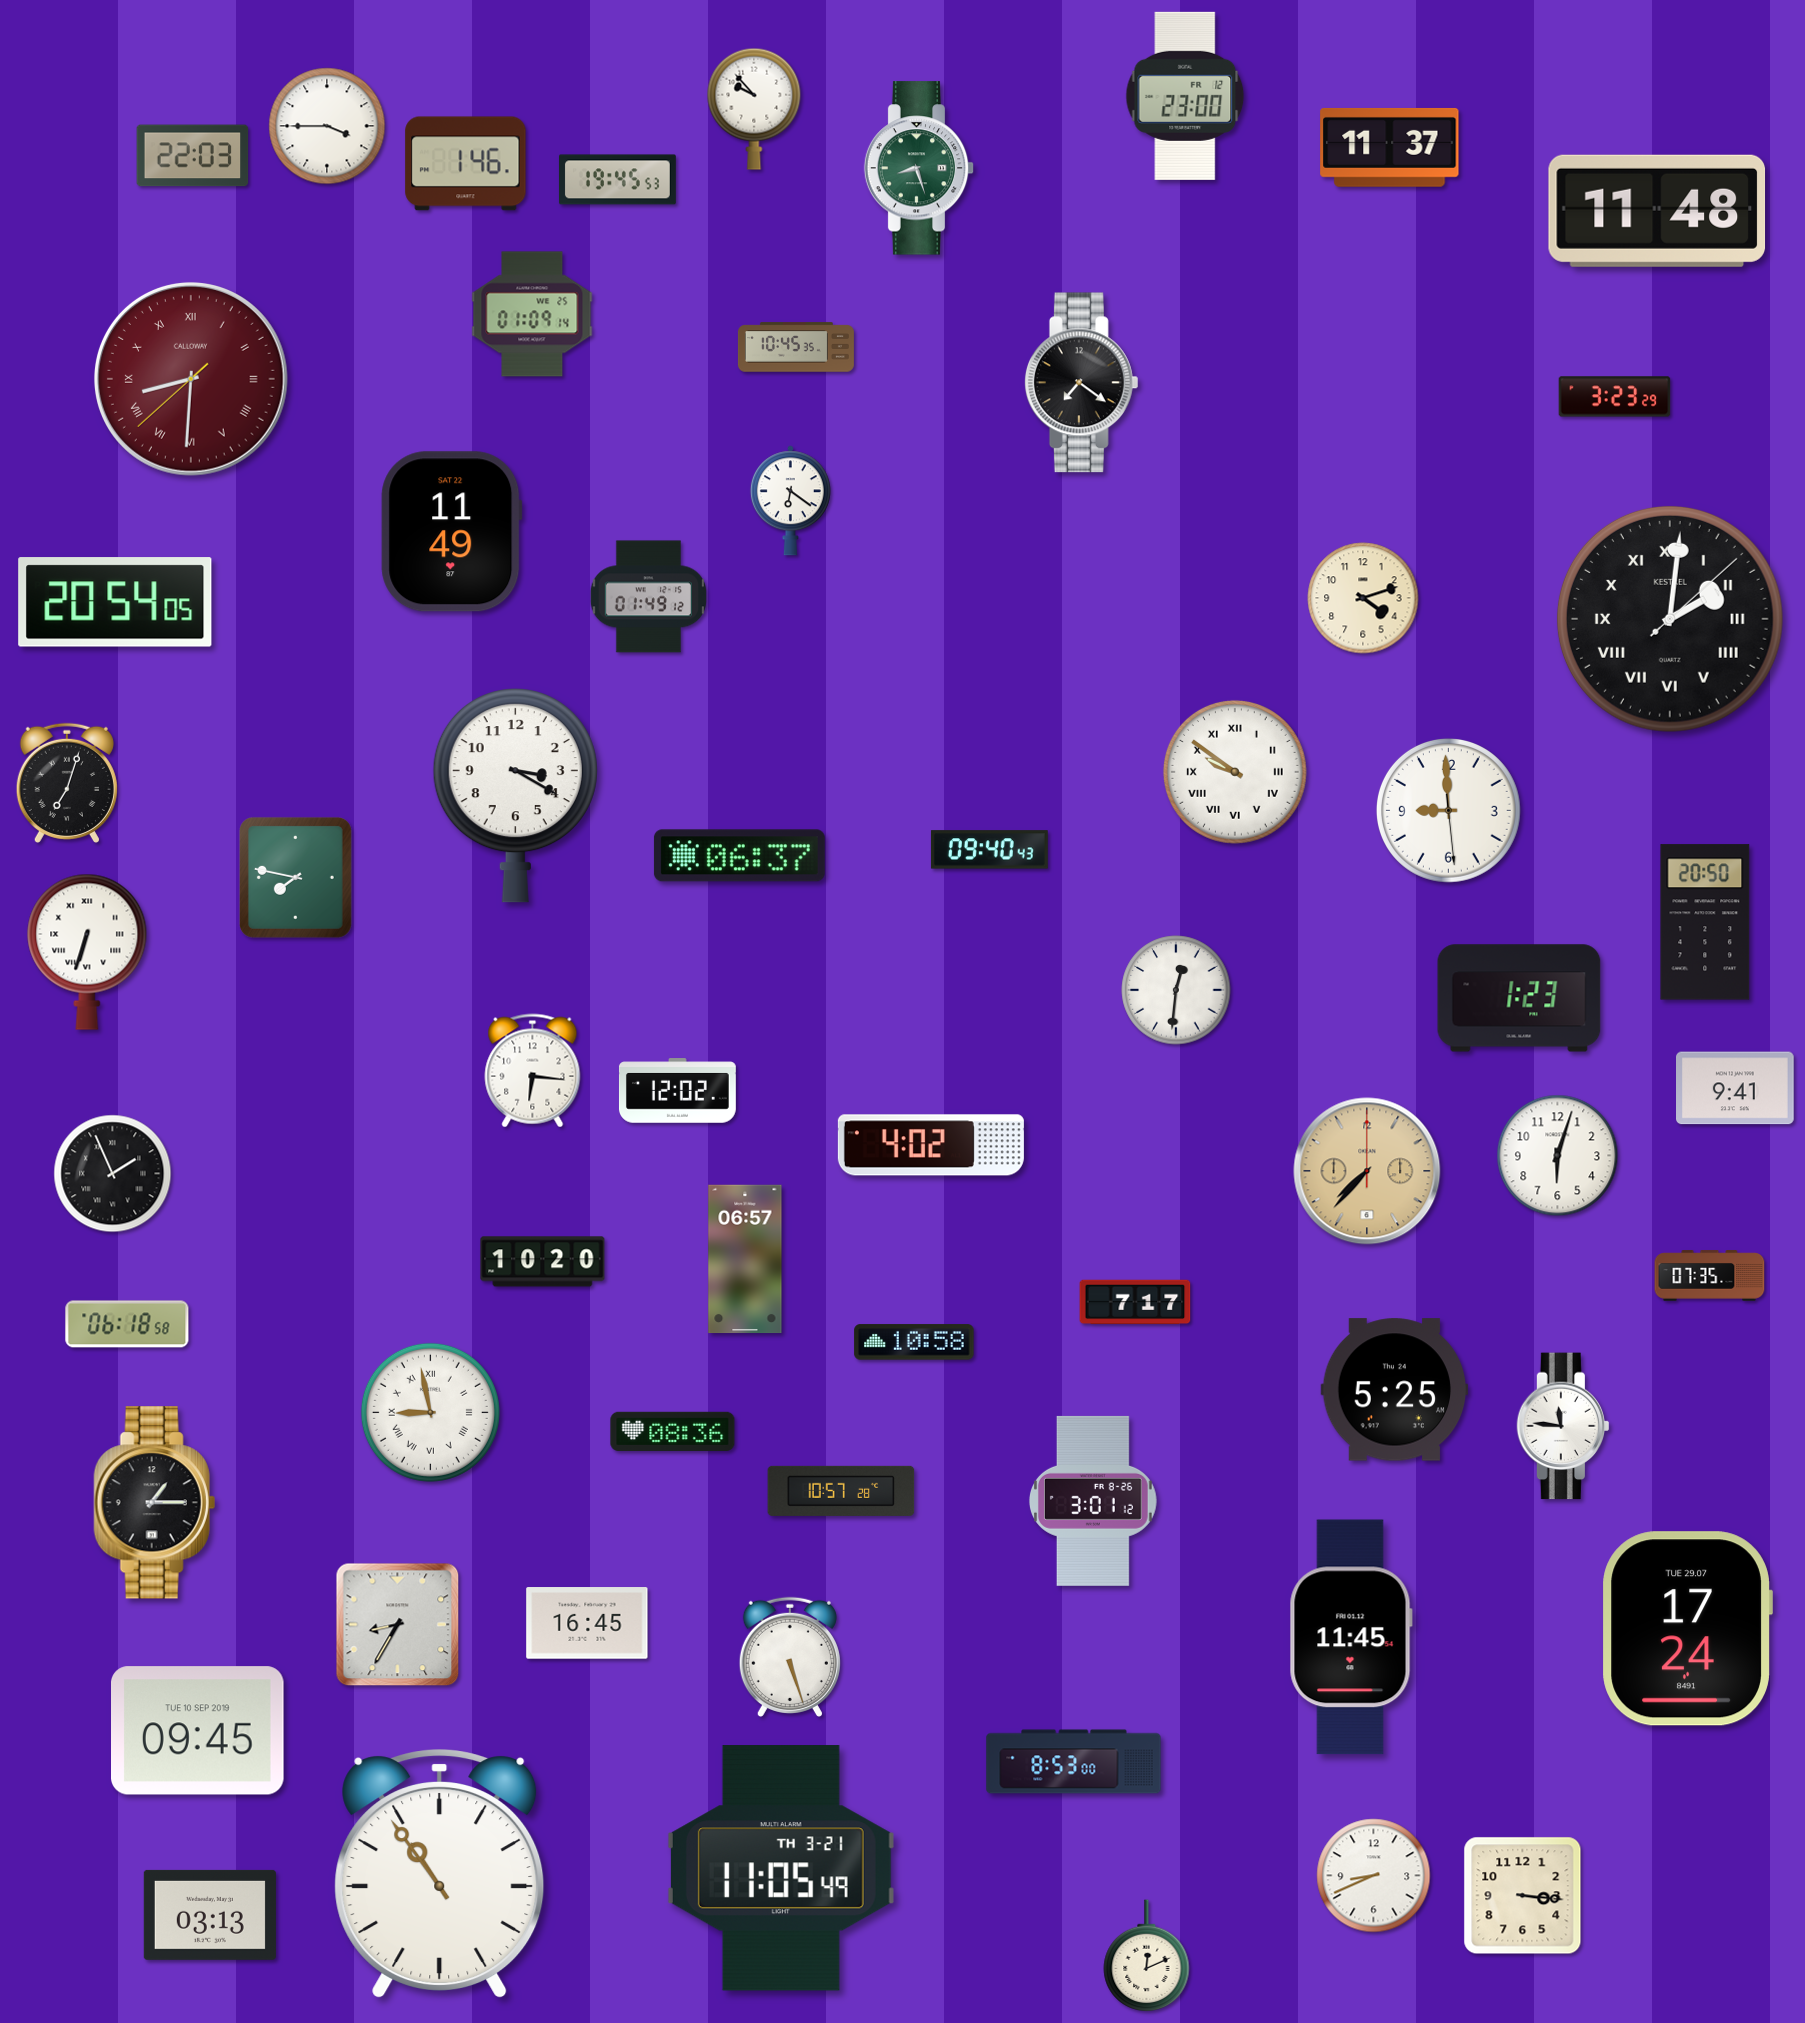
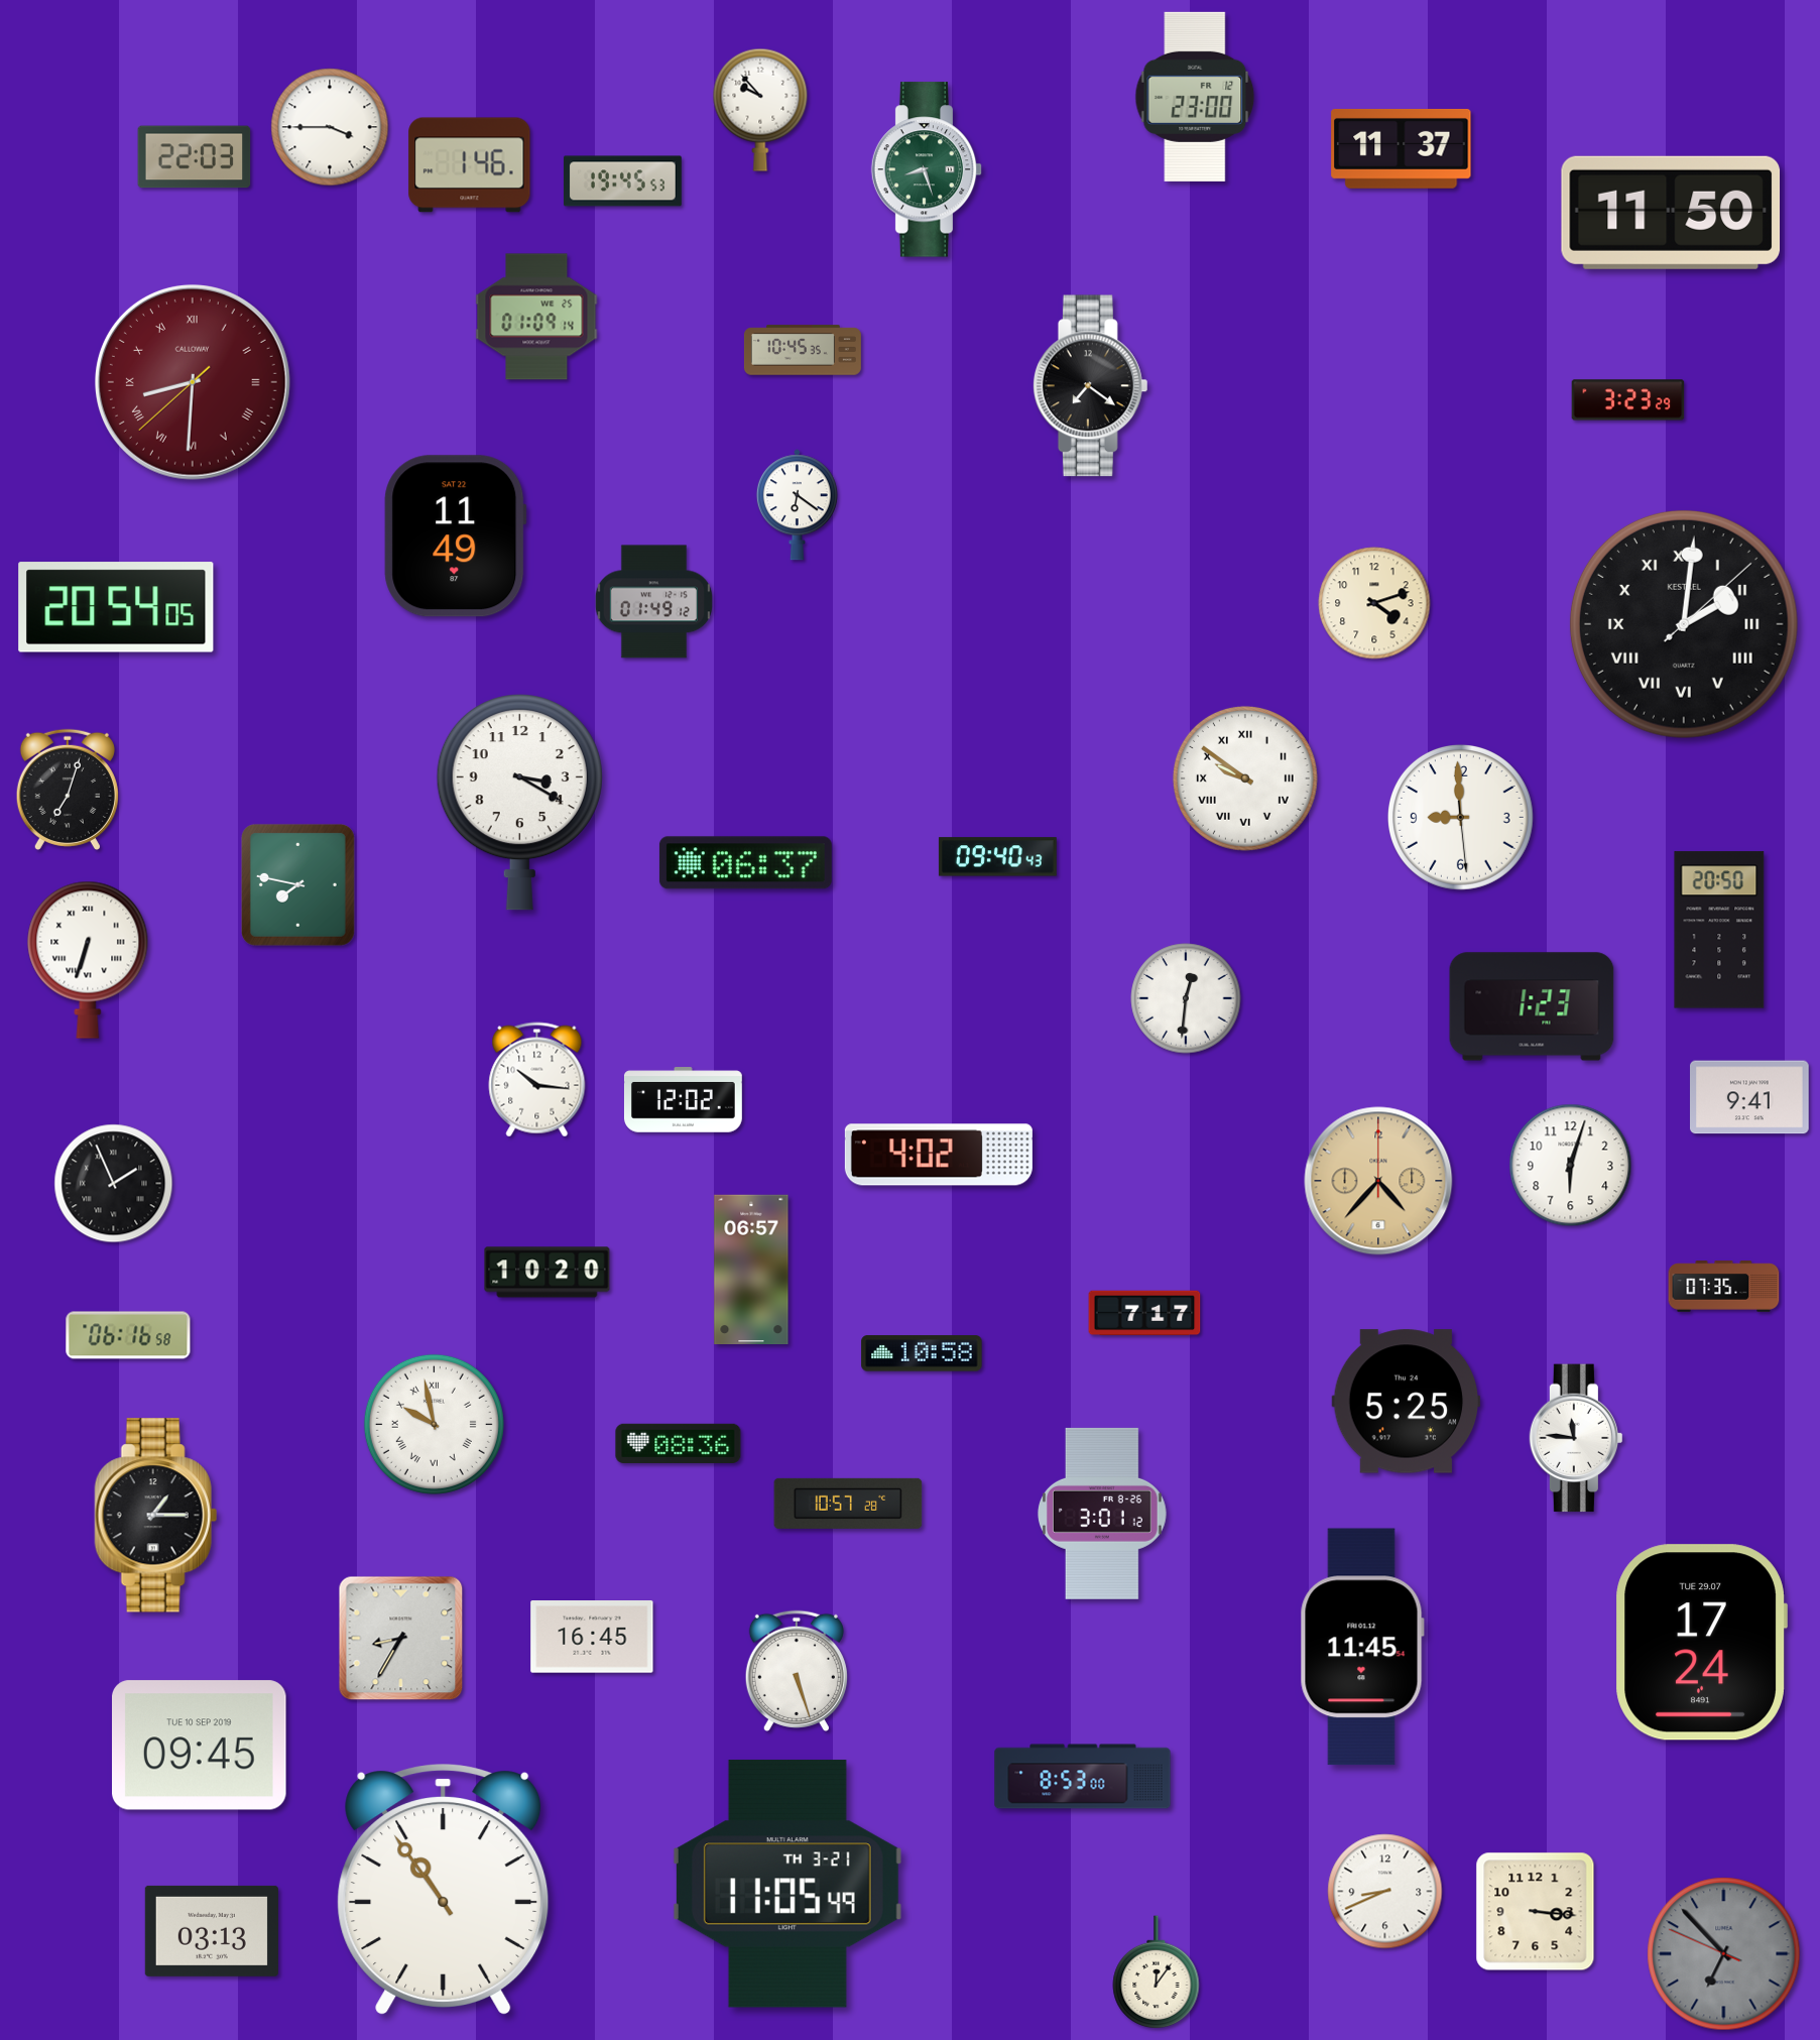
clock at (1657, 211): 11:48 -> 11:50
clock at (533, 1071): 6:16 -> 10:16
clock at (1367, 1171): 7:37 -> 4:37
clock at (127, 1324): 06:18 -> 06:16
clock at (430, 1412): 8:58 -> 9:58
clock at (1351, 1637) position: (1351, 1637) -> (1362, 1647)
clock at (1724, 1954): none -> 6:52
clock at (1147, 1956): 12:11 -> 12:06
